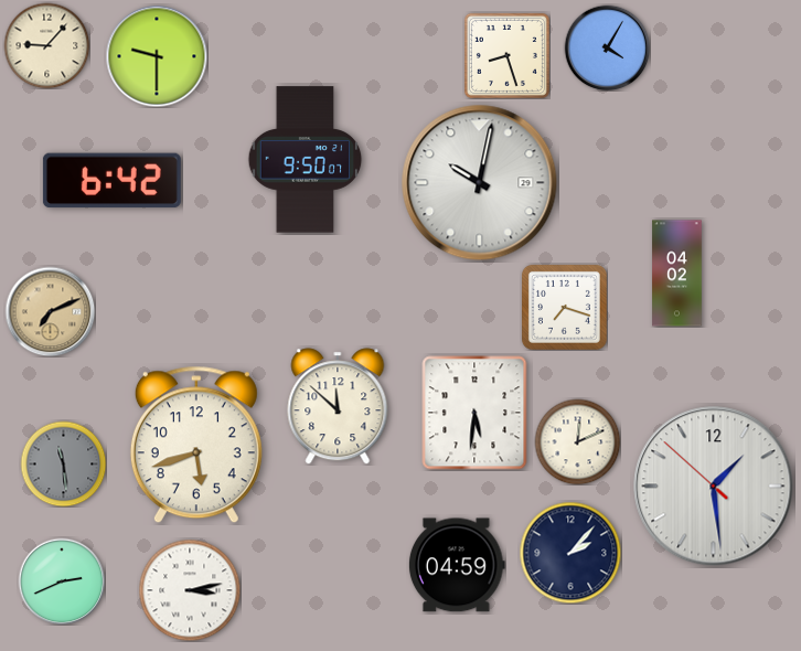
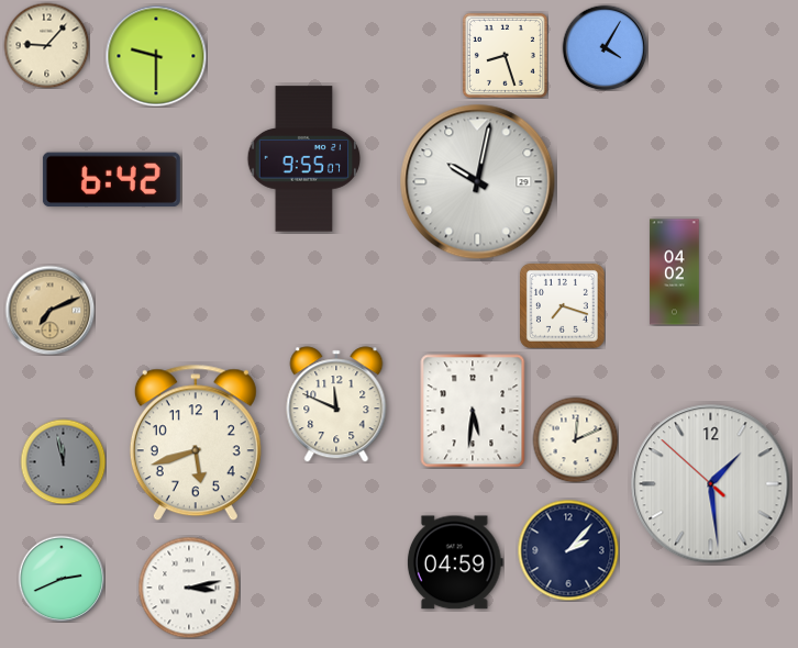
clock at (306, 160): 9:50 -> 9:55
clock at (338, 406): 11:52 -> 11:49
clock at (63, 463): 11:29 -> 11:58
